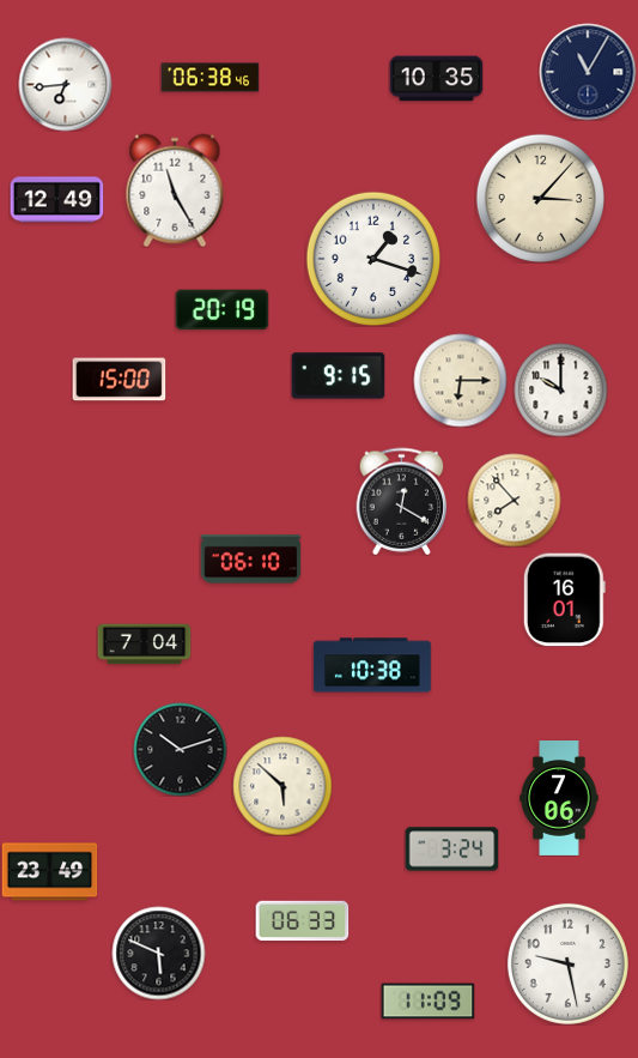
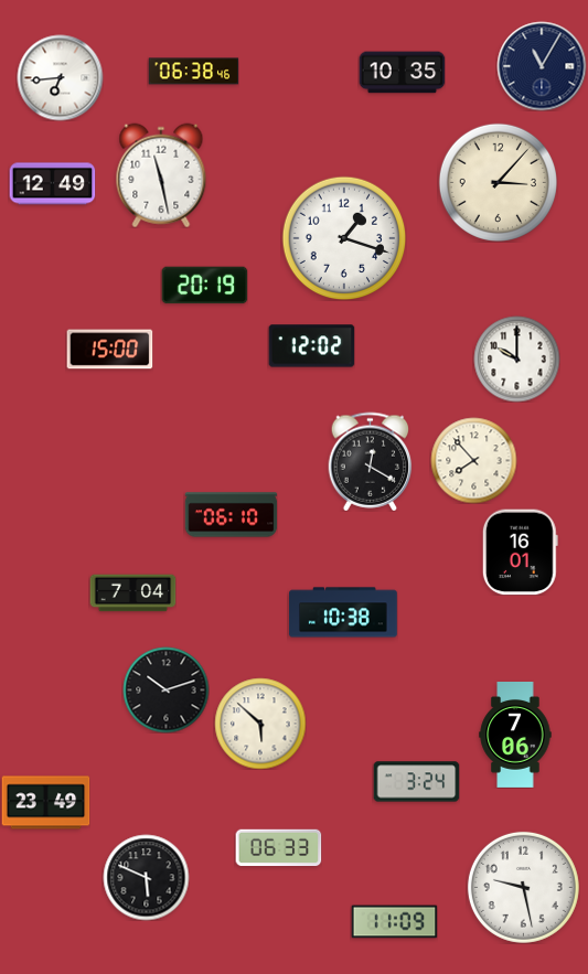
clock at (175, 191): 11:25 -> 11:28
clock at (338, 376): 9:15 -> 12:02
clock at (460, 380): 6:15 -> none
